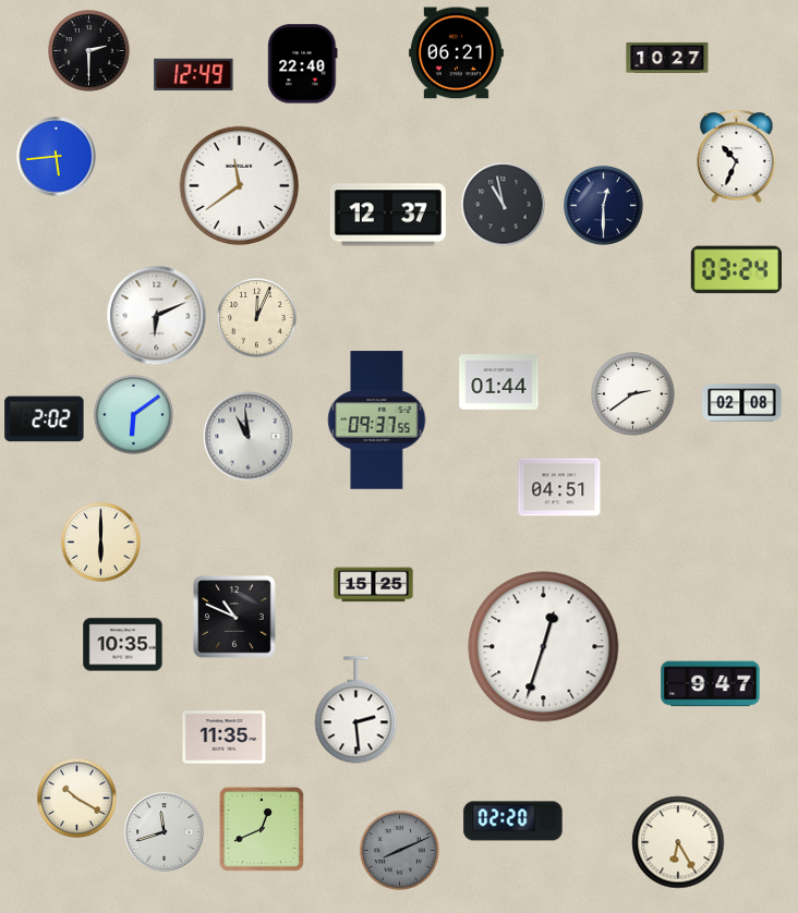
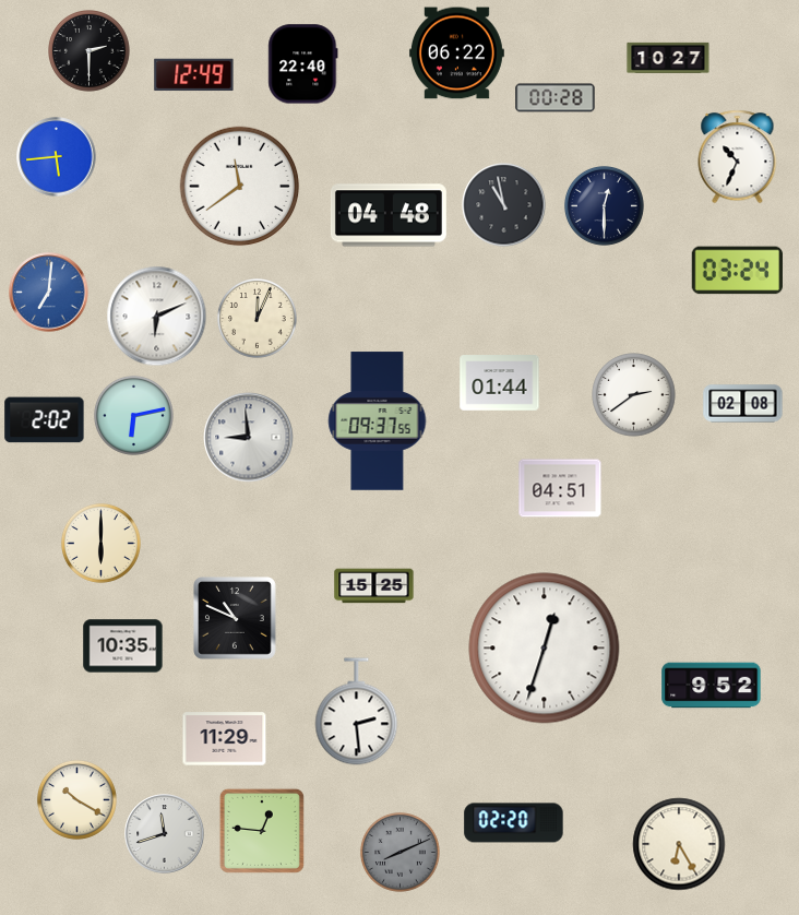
clock at (456, 53): 06:21 -> 06:22
clock at (556, 98): none -> 00:28
clock at (388, 215): 12:37 -> 04:48
clock at (49, 293): none -> 7:01
clock at (133, 414): 6:09 -> 6:13
clock at (249, 437): 10:59 -> 8:59
clock at (711, 684): 9:47 -> 9:52
clock at (225, 738): 11:35 -> 11:29
clock at (262, 829): 12:41 -> 12:46
